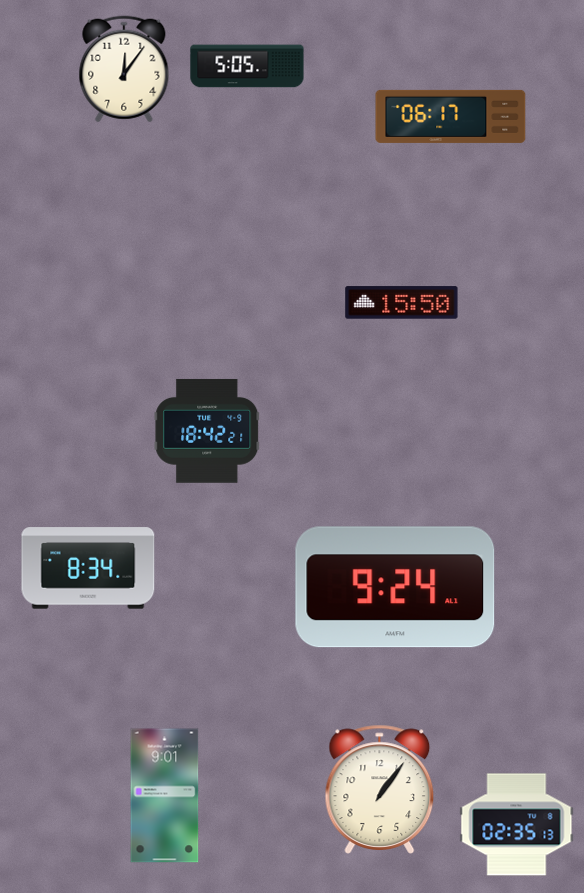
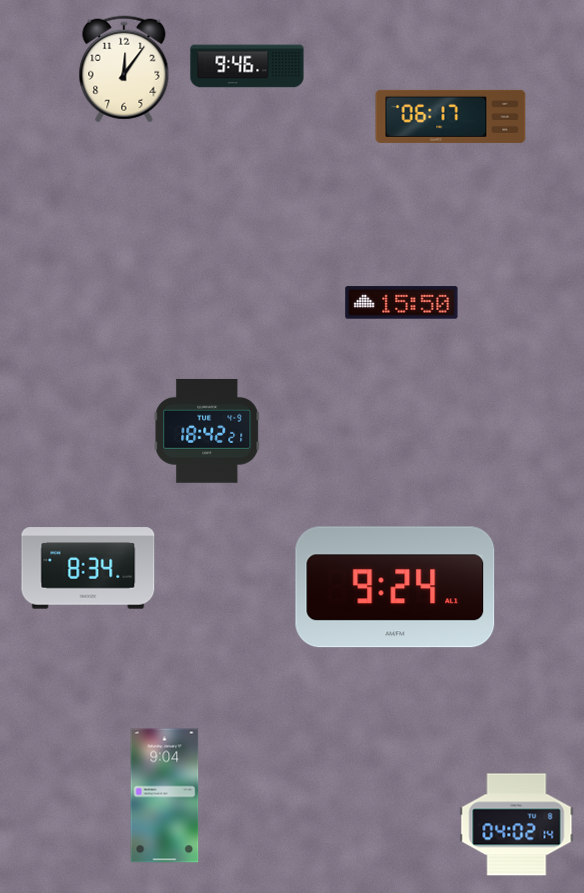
clock at (247, 66): 5:05 -> 9:46
clock at (380, 789): 1:06 -> none
clock at (165, 796): 9:01 -> 9:04
clock at (517, 825): 02:35 -> 04:02
